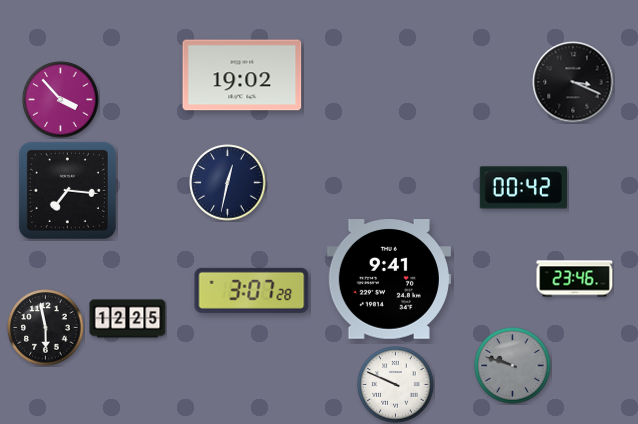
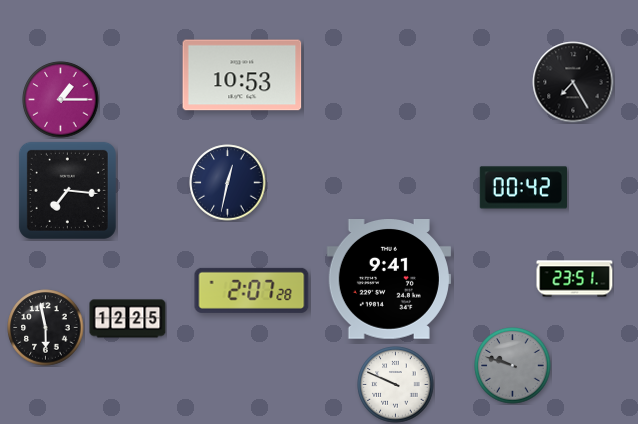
clock at (242, 75): 19:02 -> 10:53
clock at (573, 82): 3:19 -> 7:25
clock at (61, 100): 3:53 -> 1:15
clock at (575, 279): 23:46 -> 23:51
clock at (252, 290): 3:07 -> 2:07
